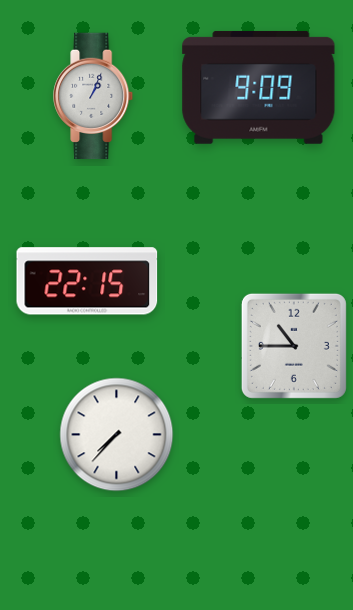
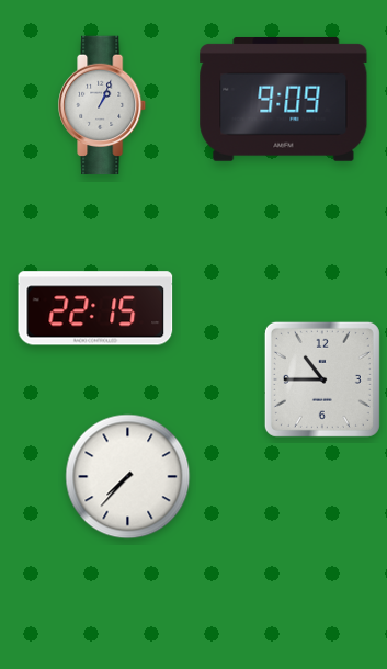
clock at (259, 87) position: (259, 87) -> (284, 99)
